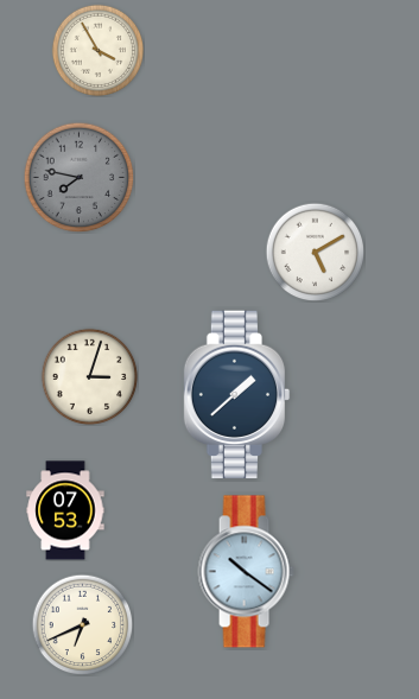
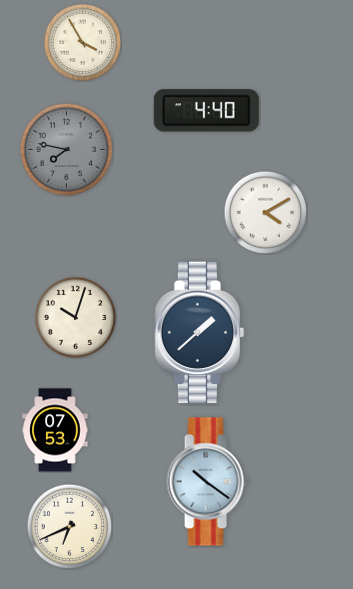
clock at (206, 111): none -> 4:40
clock at (315, 252): 5:10 -> 4:10
clock at (89, 376): 3:03 -> 10:03
